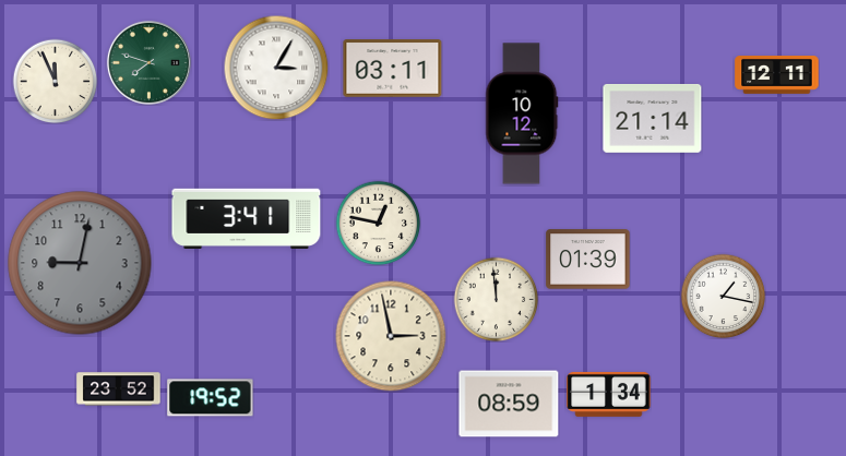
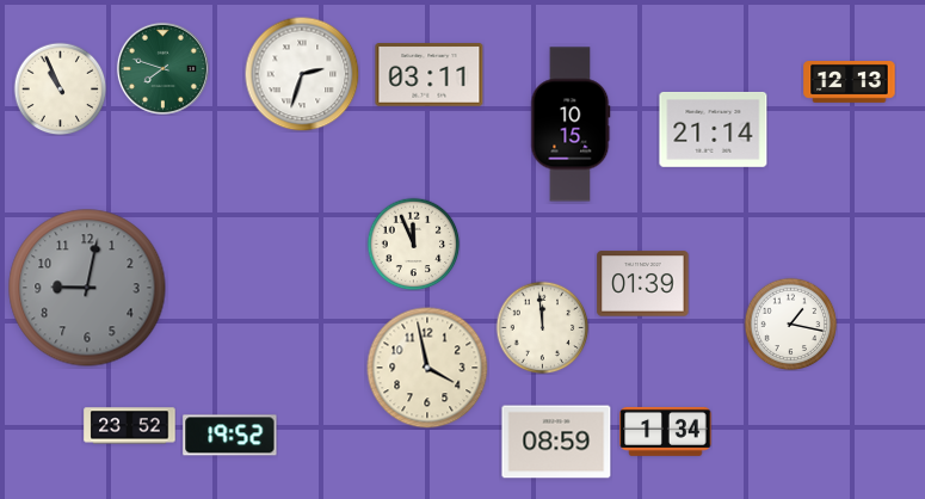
clock at (276, 68): 3:05 -> 2:33
clock at (777, 75): 12:11 -> 12:13
clock at (55, 81): 11:56 -> 10:56
clock at (522, 113): 10:12 -> 10:15
clock at (247, 218): 3:41 -> none
clock at (378, 223): 12:47 -> 11:56
clock at (391, 336): 2:58 -> 3:58
